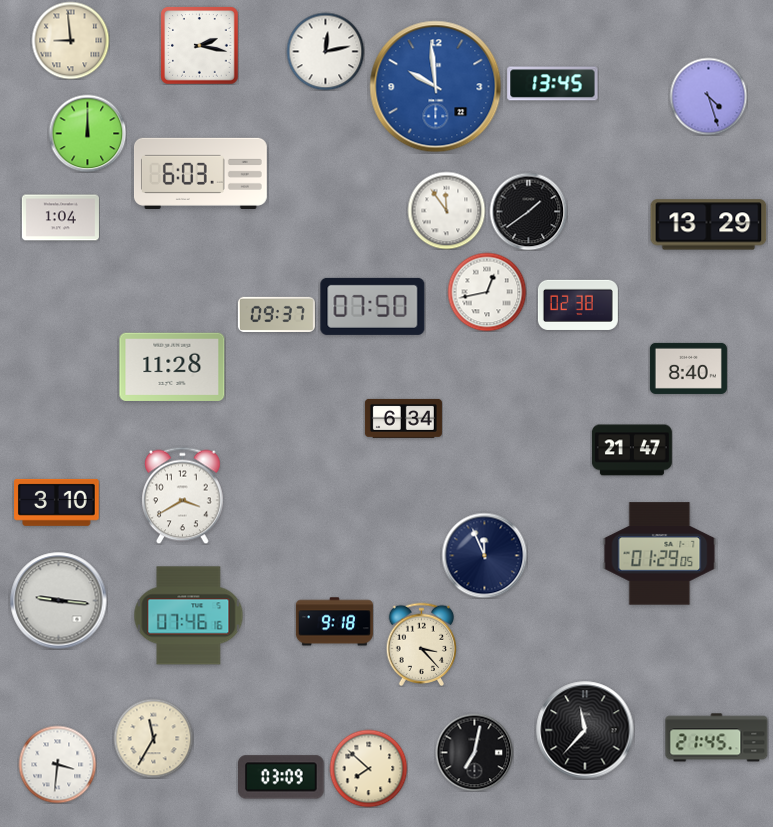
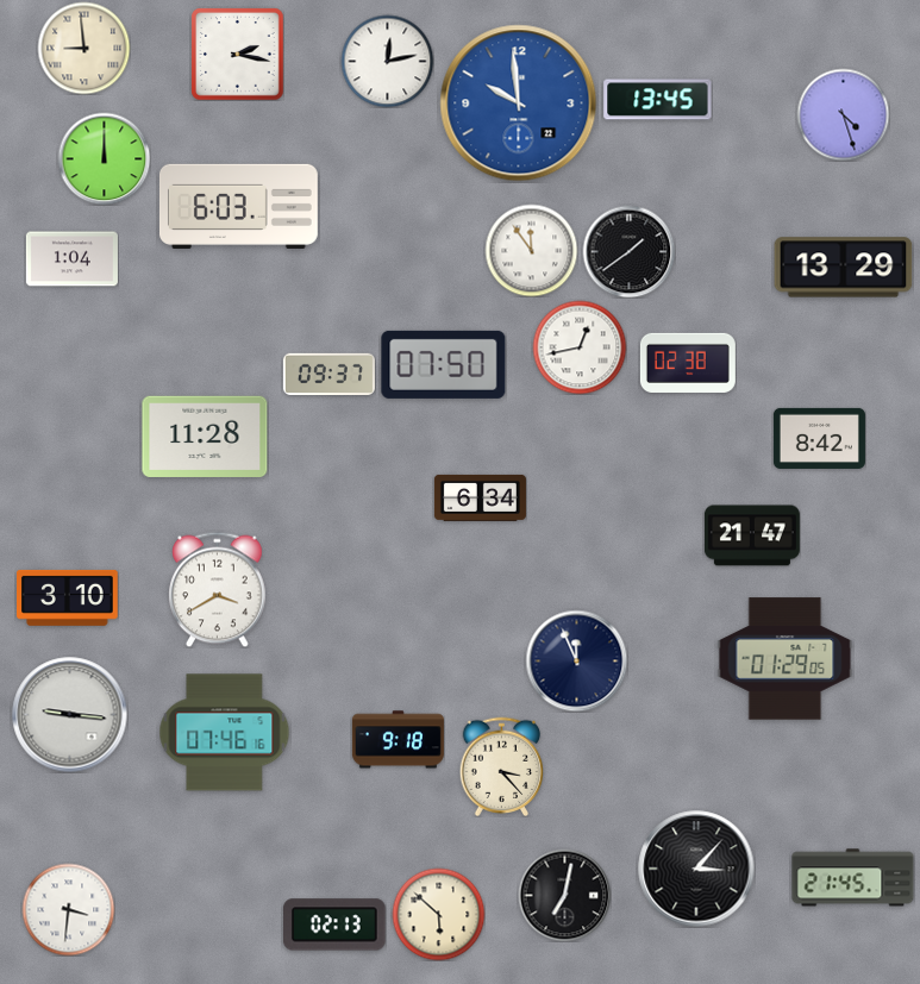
clock at (688, 368): 8:40 -> 8:42
clock at (585, 730): 11:37 -> 3:07
clock at (153, 738): 11:35 -> none
clock at (368, 768): 7:52 -> 5:52
clock at (281, 777): 03:09 -> 02:13
